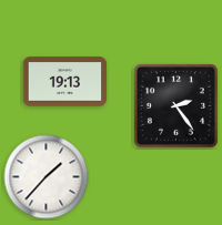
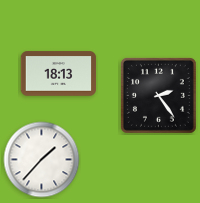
clock at (65, 82): 19:13 -> 18:13
